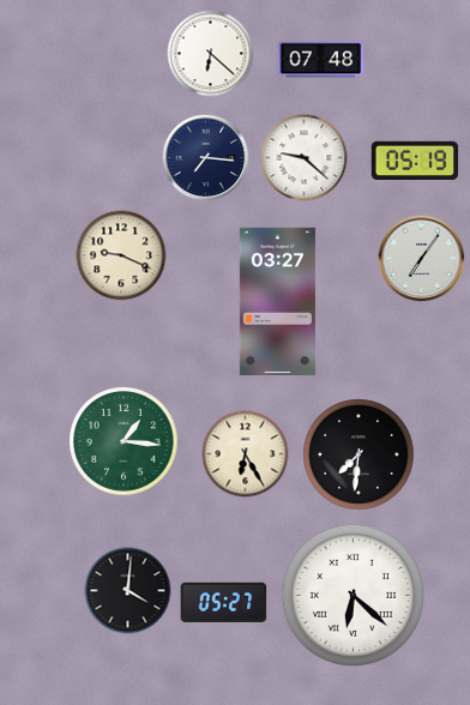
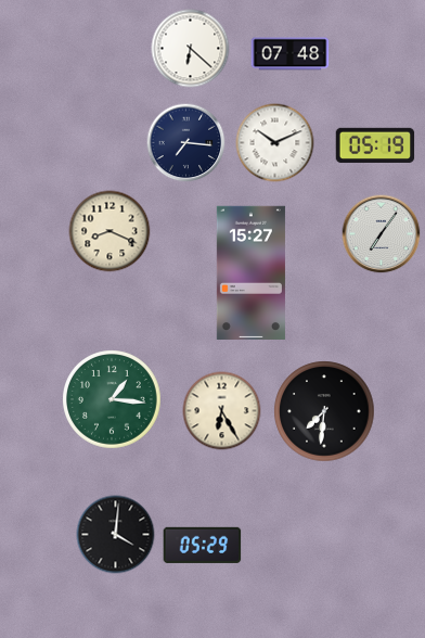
clock at (305, 158): 9:22 -> 10:11
clock at (121, 255): 9:19 -> 8:19
clock at (277, 301): 03:27 -> 15:27
clock at (352, 595): 6:22 -> none
clock at (224, 602): 05:27 -> 05:29
